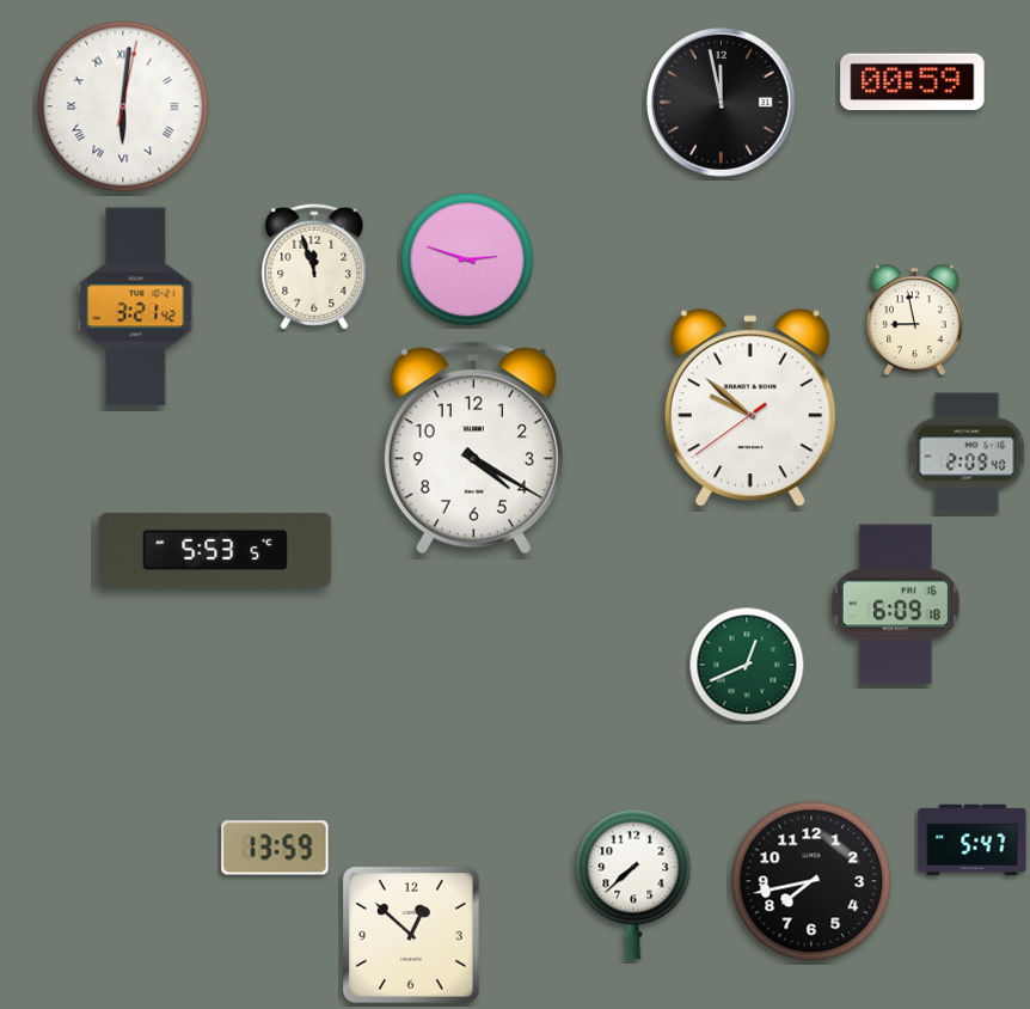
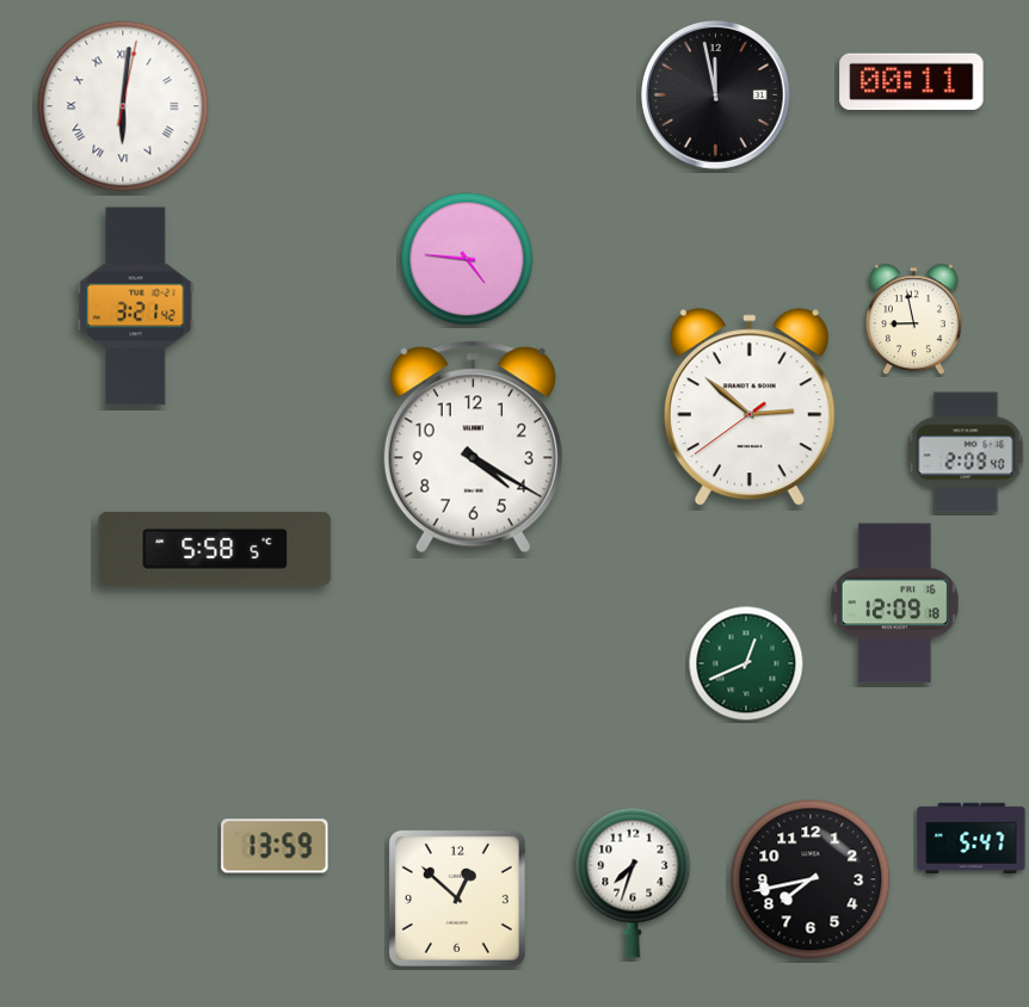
clock at (913, 82): 00:59 -> 00:11
clock at (722, 103) position: (722, 103) -> (716, 95)
clock at (467, 259): 2:48 -> 4:46
clock at (314, 267): 11:57 -> none
clock at (750, 409): 9:51 -> 2:51
clock at (215, 550): 5:53 -> 5:58
clock at (895, 605): 6:09 -> 12:09
clock at (633, 885): 7:38 -> 7:33
clock at (411, 935) position: (411, 935) -> (457, 898)
